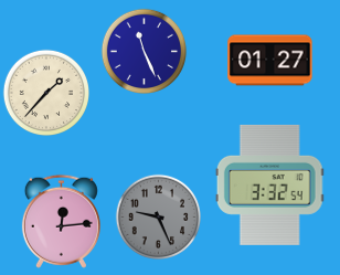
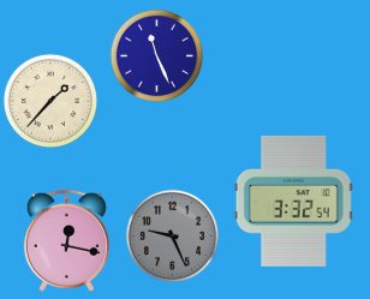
clock at (270, 61): 01:27 -> none
clock at (61, 221): 12:14 -> 12:17
